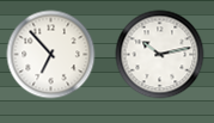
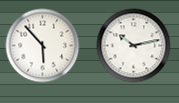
clock at (51, 55): 6:53 -> 5:53
